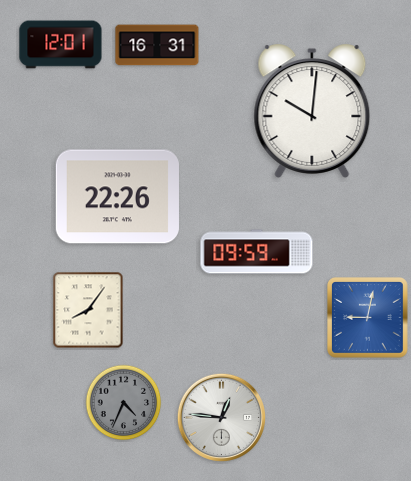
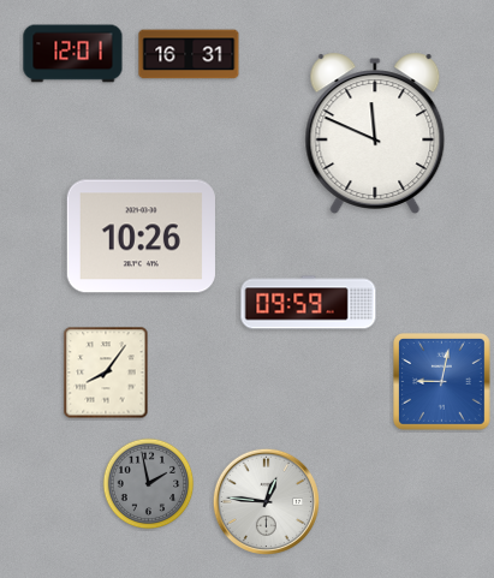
clock at (312, 111): 10:01 -> 11:49
clock at (117, 197): 22:26 -> 10:26
clock at (124, 403): 4:34 -> 1:58
